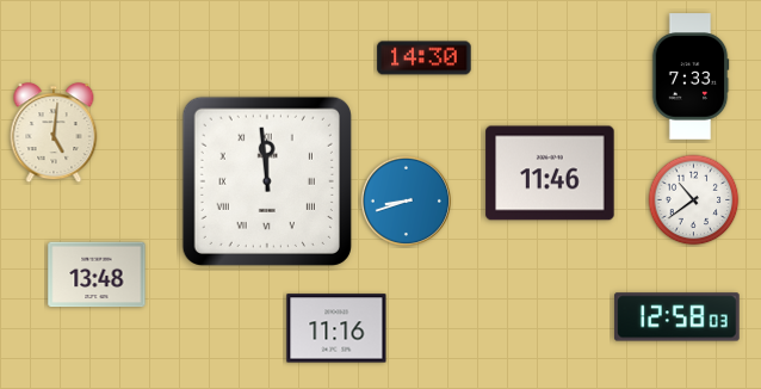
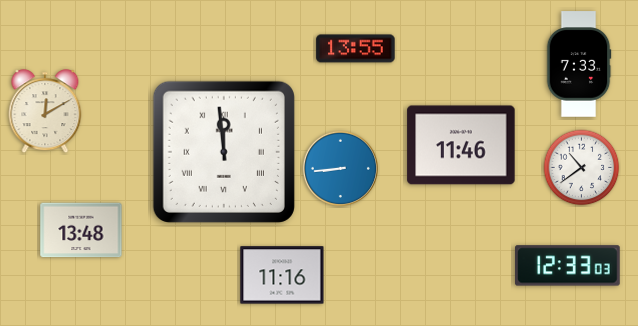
clock at (425, 58): 14:30 -> 13:55
clock at (54, 134): 5:01 -> 12:10
clock at (406, 200): 8:42 -> 8:44
clock at (678, 317): 12:58 -> 12:33
